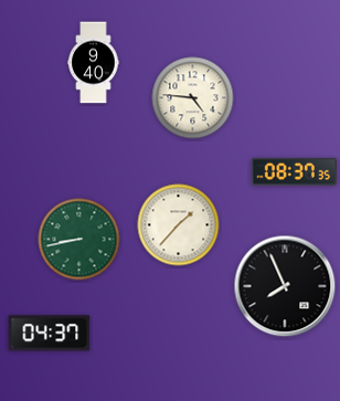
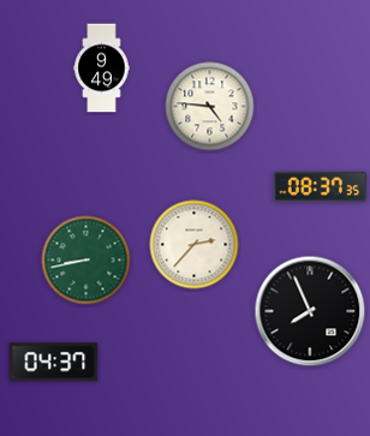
clock at (94, 63): 9:40 -> 9:49
clock at (179, 225): 1:37 -> 2:37
